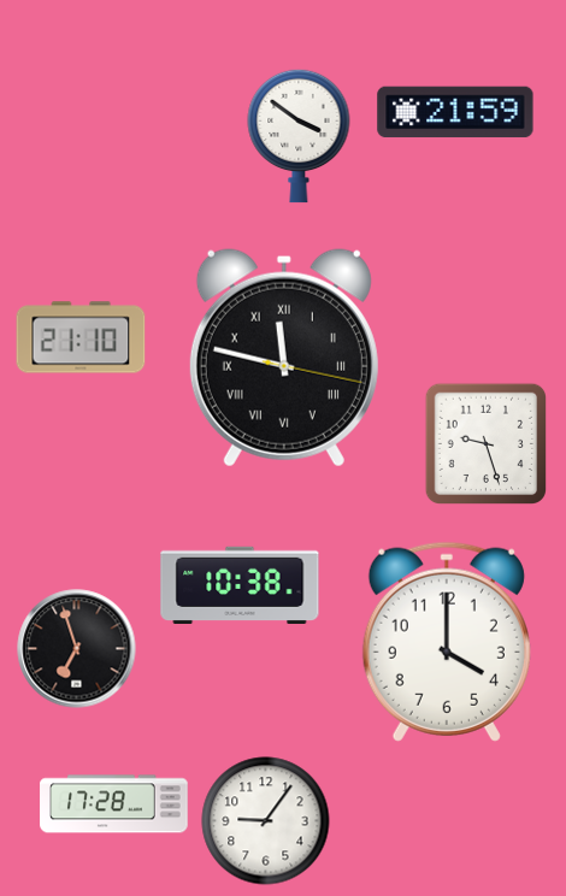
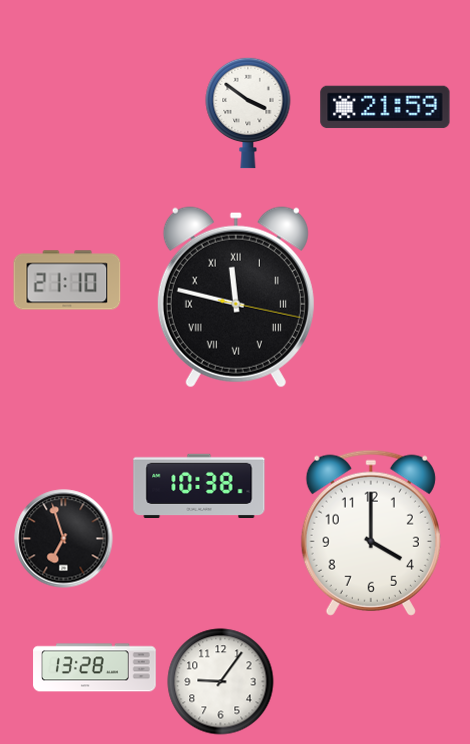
clock at (455, 112) position: (455, 112) -> (385, 107)
clock at (485, 443): 9:27 -> none
clock at (114, 804): 17:28 -> 13:28
